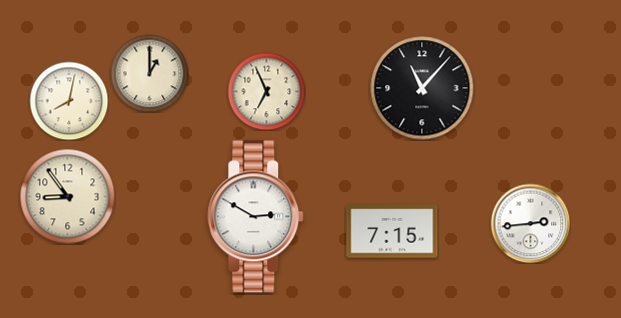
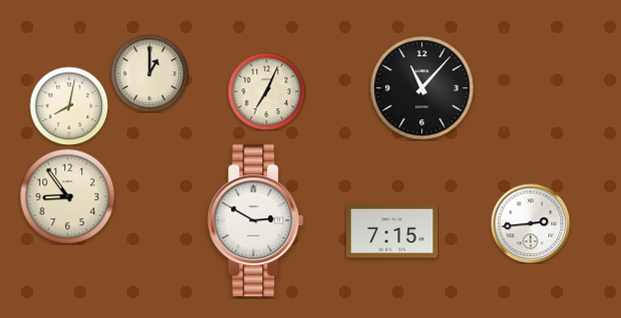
clock at (266, 91): 6:56 -> 7:04
clock at (69, 101) position: (69, 101) -> (69, 106)
clock at (256, 217) position: (256, 217) -> (256, 221)
